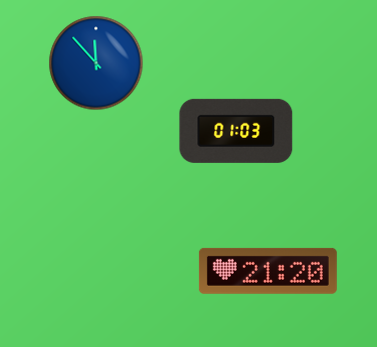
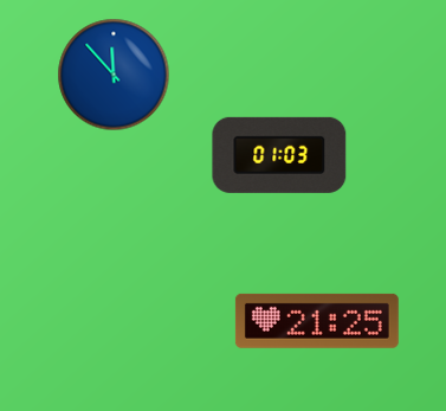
clock at (268, 271): 21:20 -> 21:25
